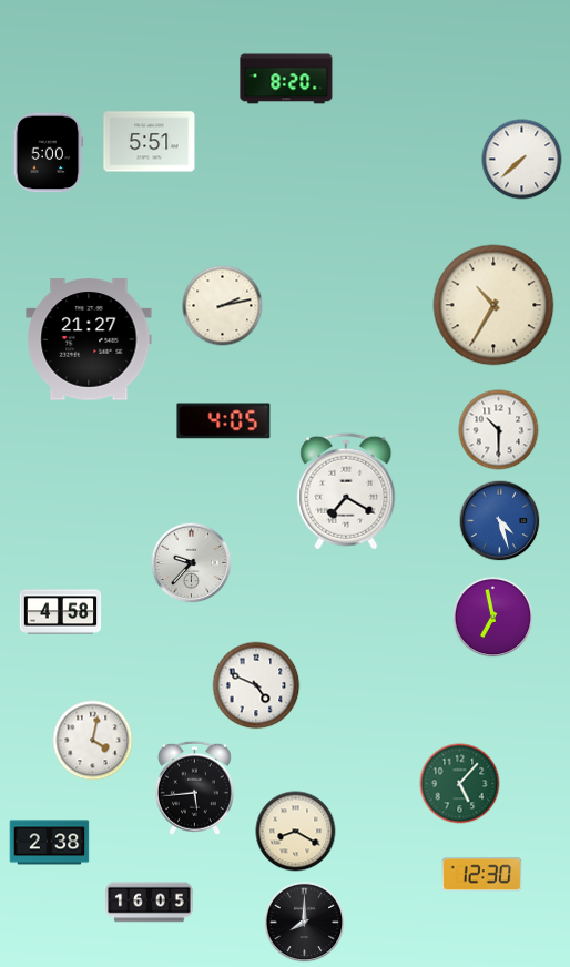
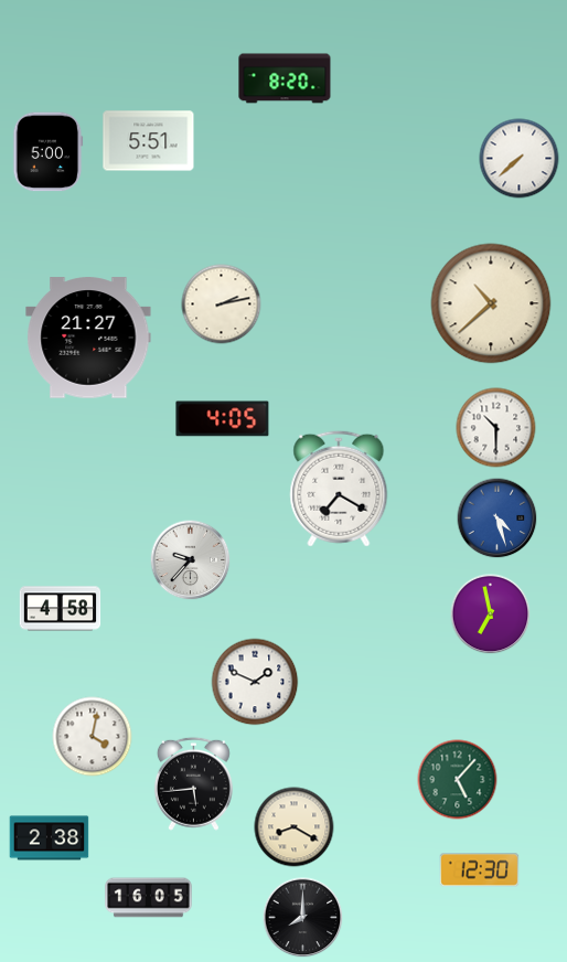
clock at (493, 305): 10:35 -> 10:38
clock at (346, 491) position: (346, 491) -> (339, 489)
clock at (256, 685): 4:49 -> 1:49
